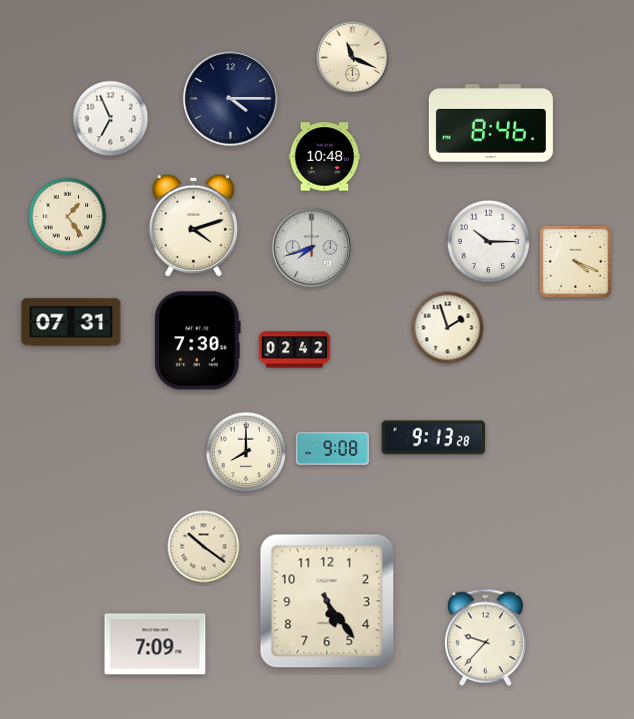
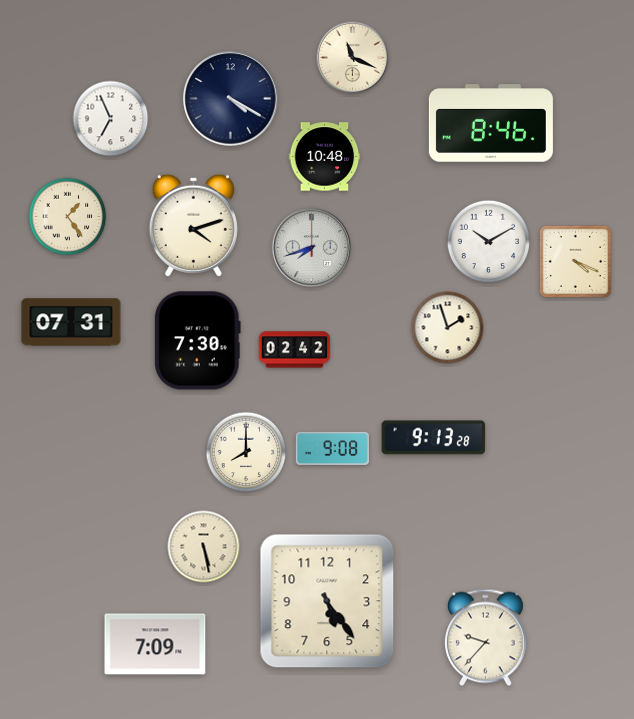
clock at (231, 99): 4:15 -> 4:20
clock at (488, 241): 10:15 -> 10:10
clock at (204, 547): 10:21 -> 5:28
